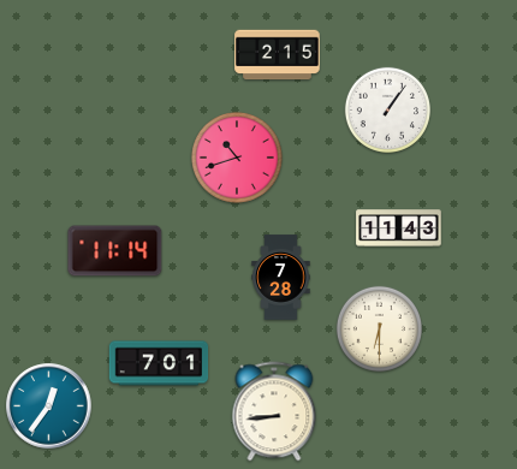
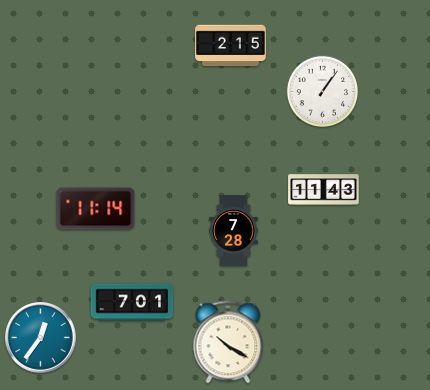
clock at (238, 159): 10:42 -> none
clock at (399, 228) position: (399, 228) -> (324, 190)
clock at (379, 328): 6:30 -> none
clock at (274, 411): 8:44 -> 10:20
